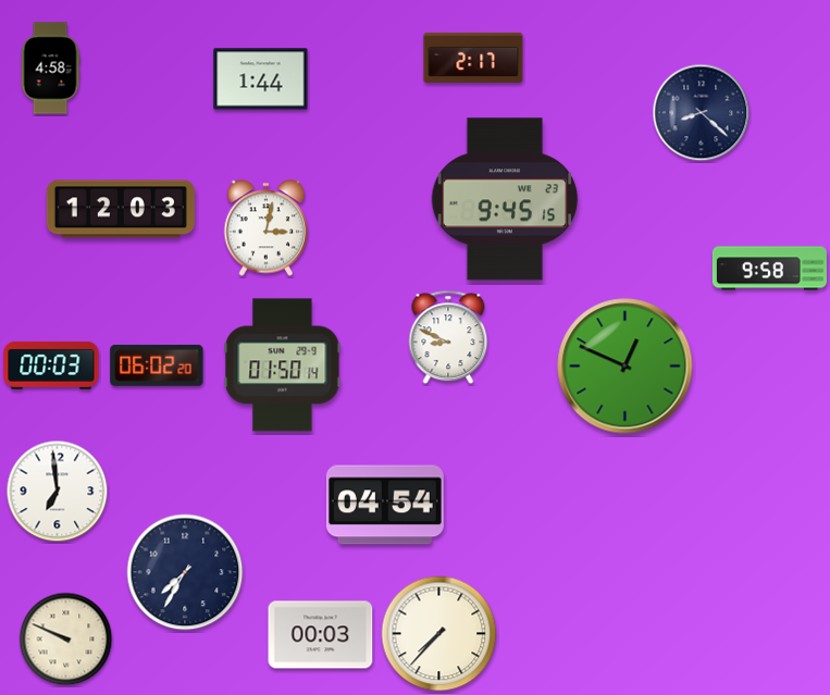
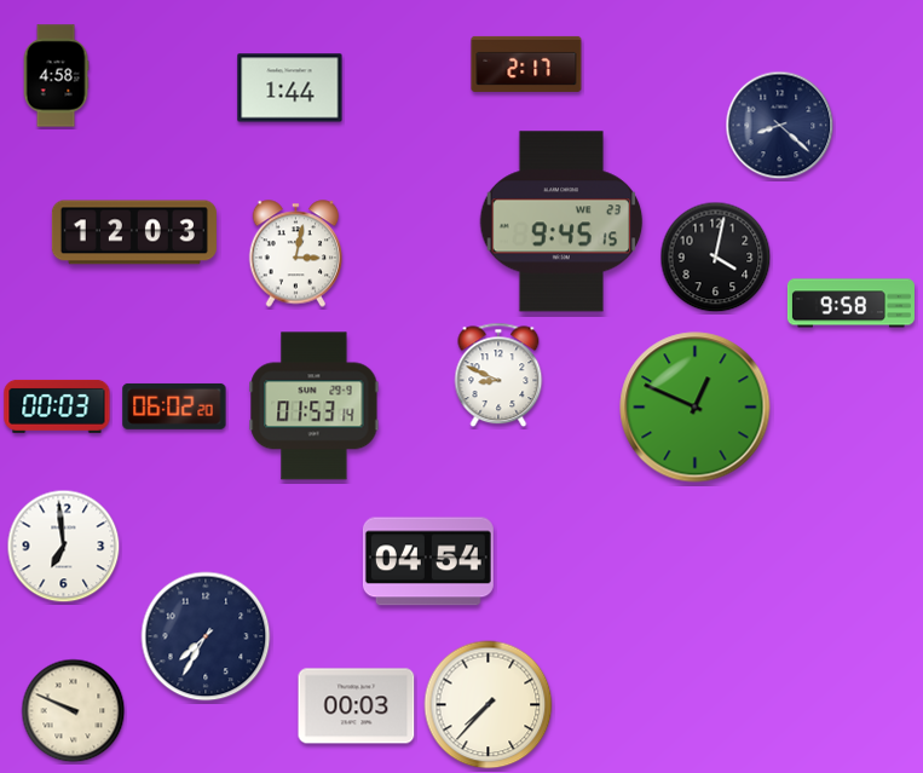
clock at (716, 258): none -> 4:02
clock at (769, 269) position: (769, 269) -> (850, 304)
clock at (283, 365): 01:50 -> 01:53
